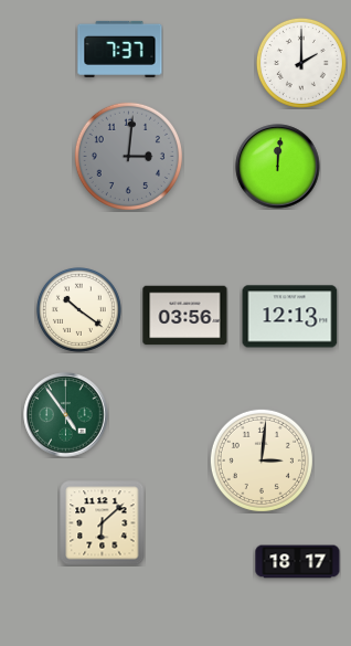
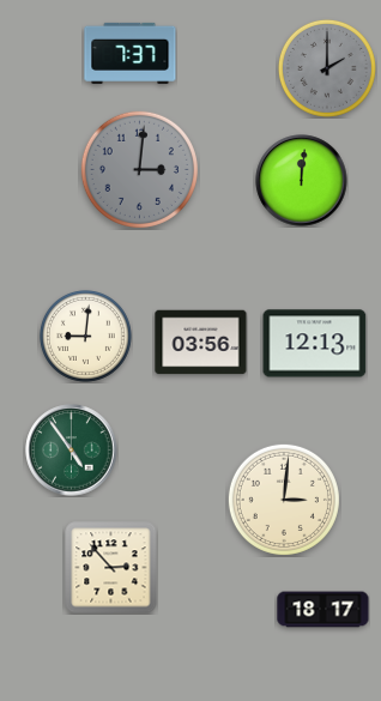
clock at (301, 63) dial: white -> grey
clock at (78, 309): 10:21 -> 9:01
clock at (103, 523): 6:08 -> 2:53
